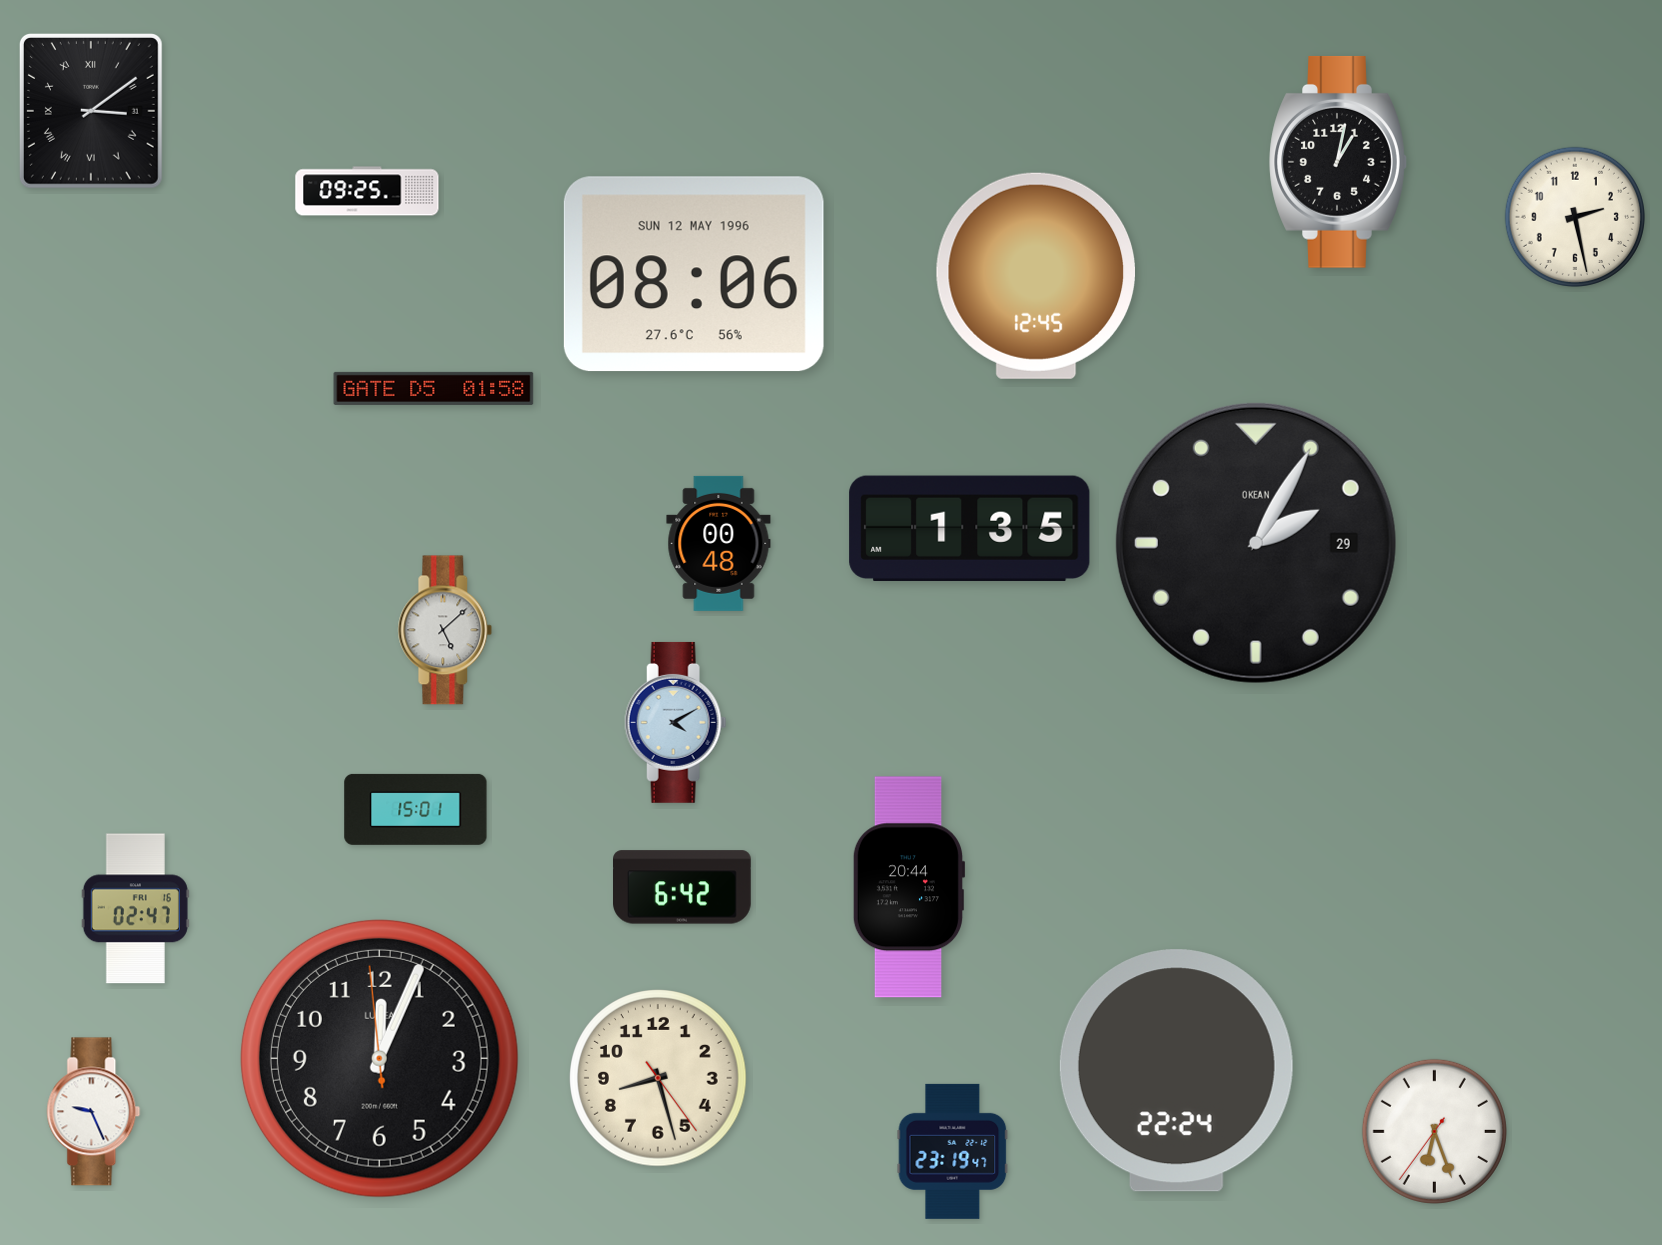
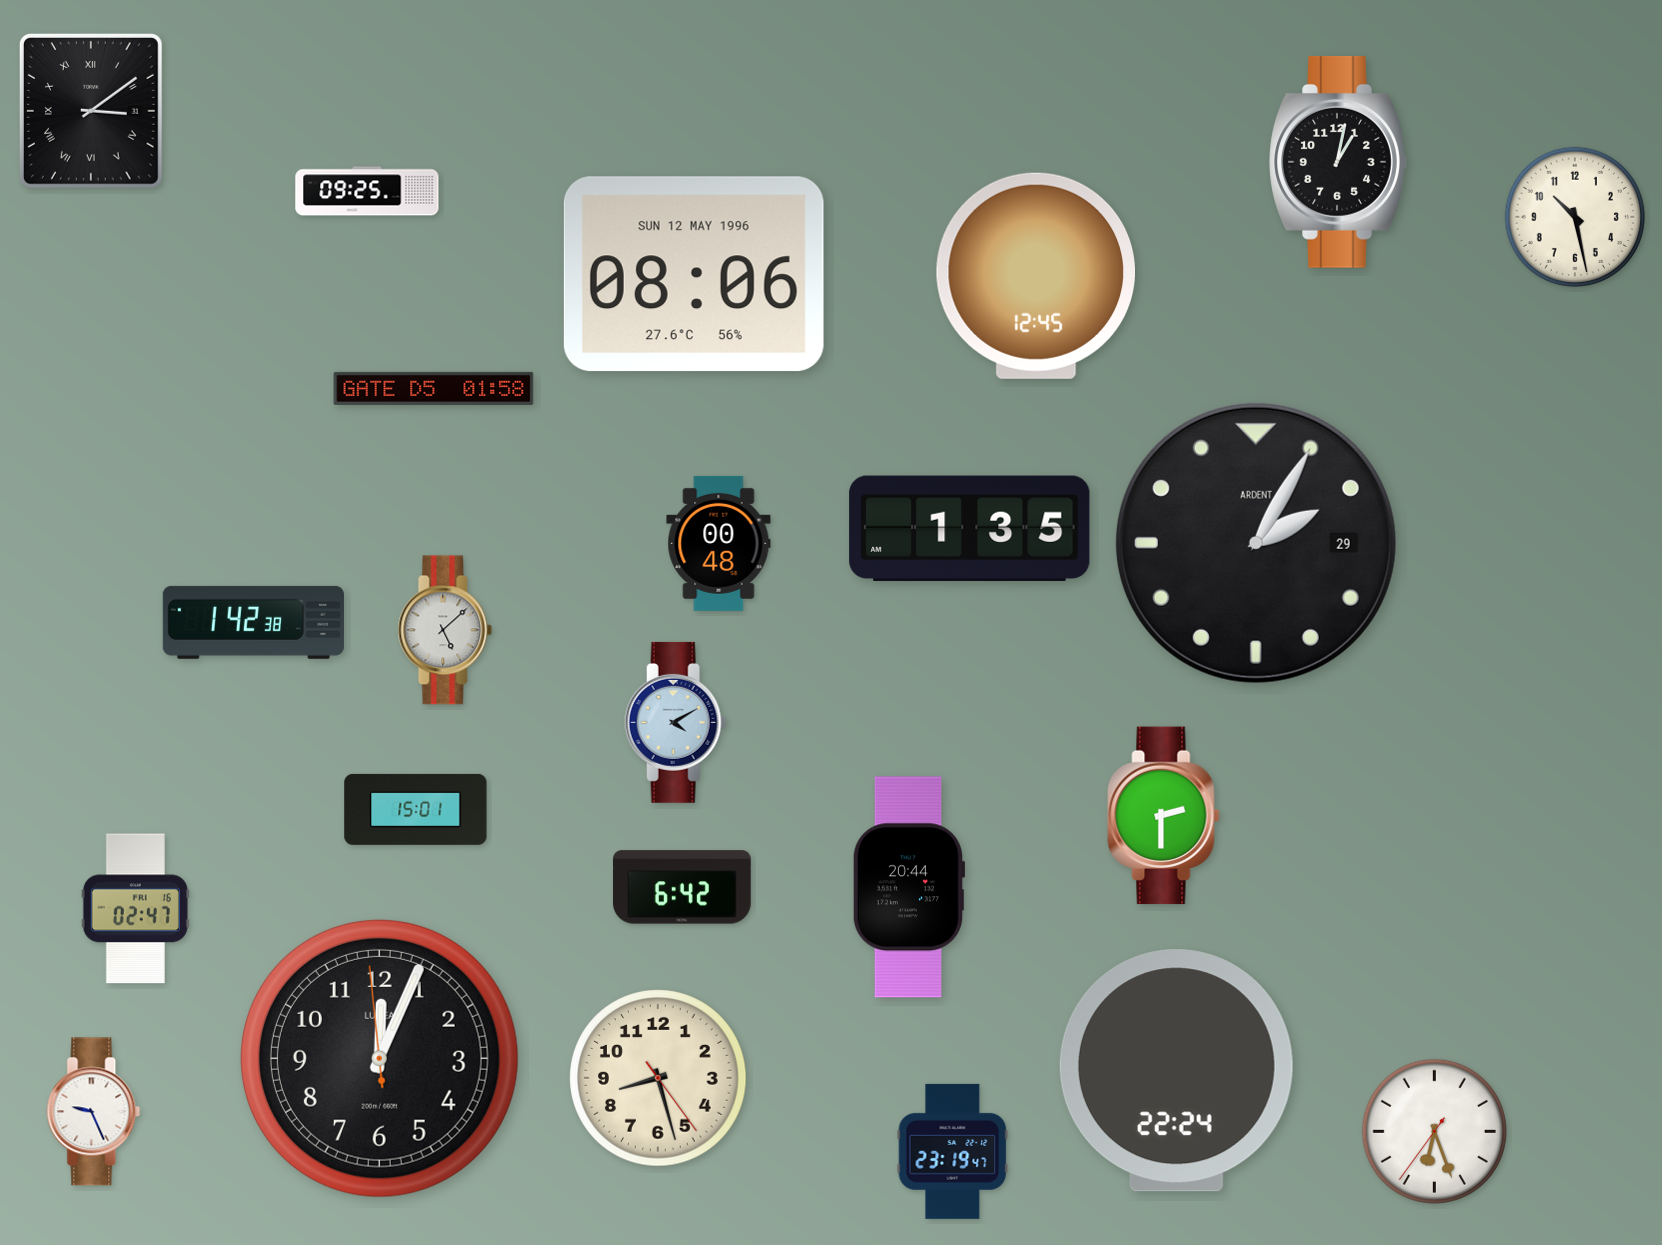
clock at (1575, 217): 2:28 -> 10:28
clock at (1256, 543) brand: OKEAN -> ARDENT
clock at (253, 622): none -> 1:42
clock at (1164, 816): none -> 2:30
